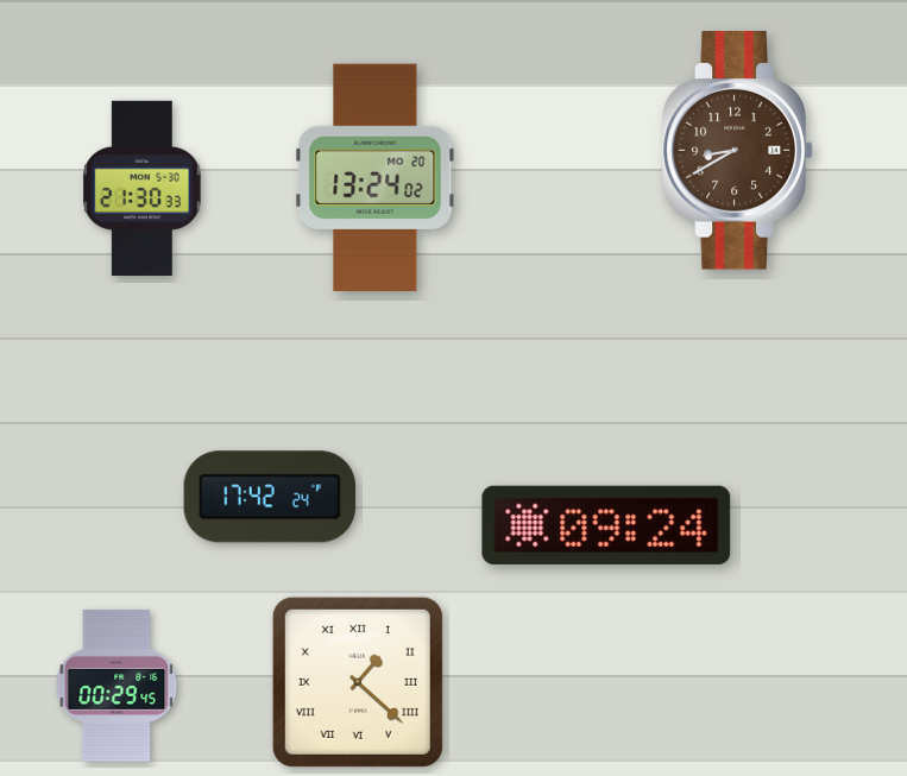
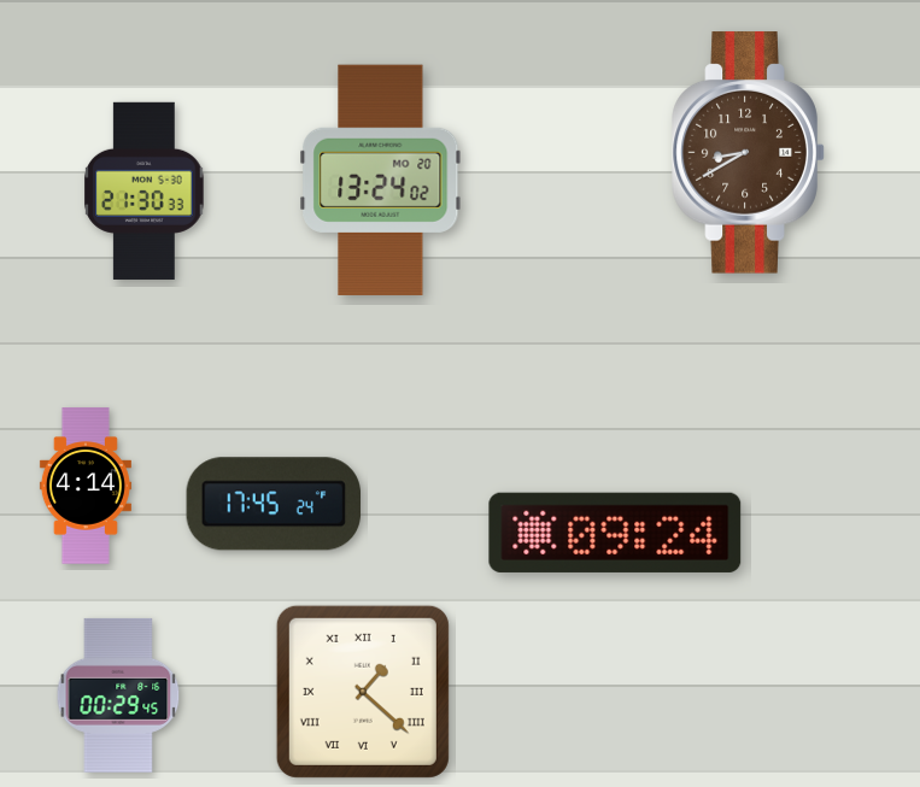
clock at (86, 486): none -> 4:14
clock at (270, 497): 17:42 -> 17:45
